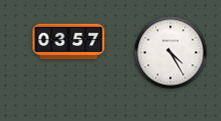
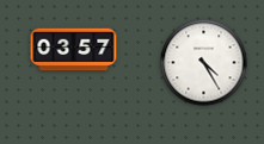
clock at (69, 42) position: (69, 42) -> (74, 50)
